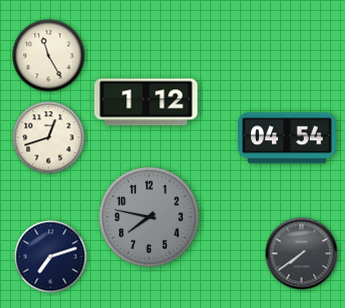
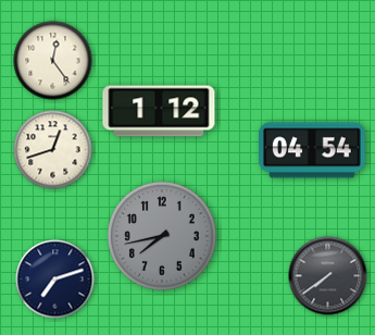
clock at (49, 56): 11:25 -> 12:24
clock at (149, 217): 7:47 -> 7:43
